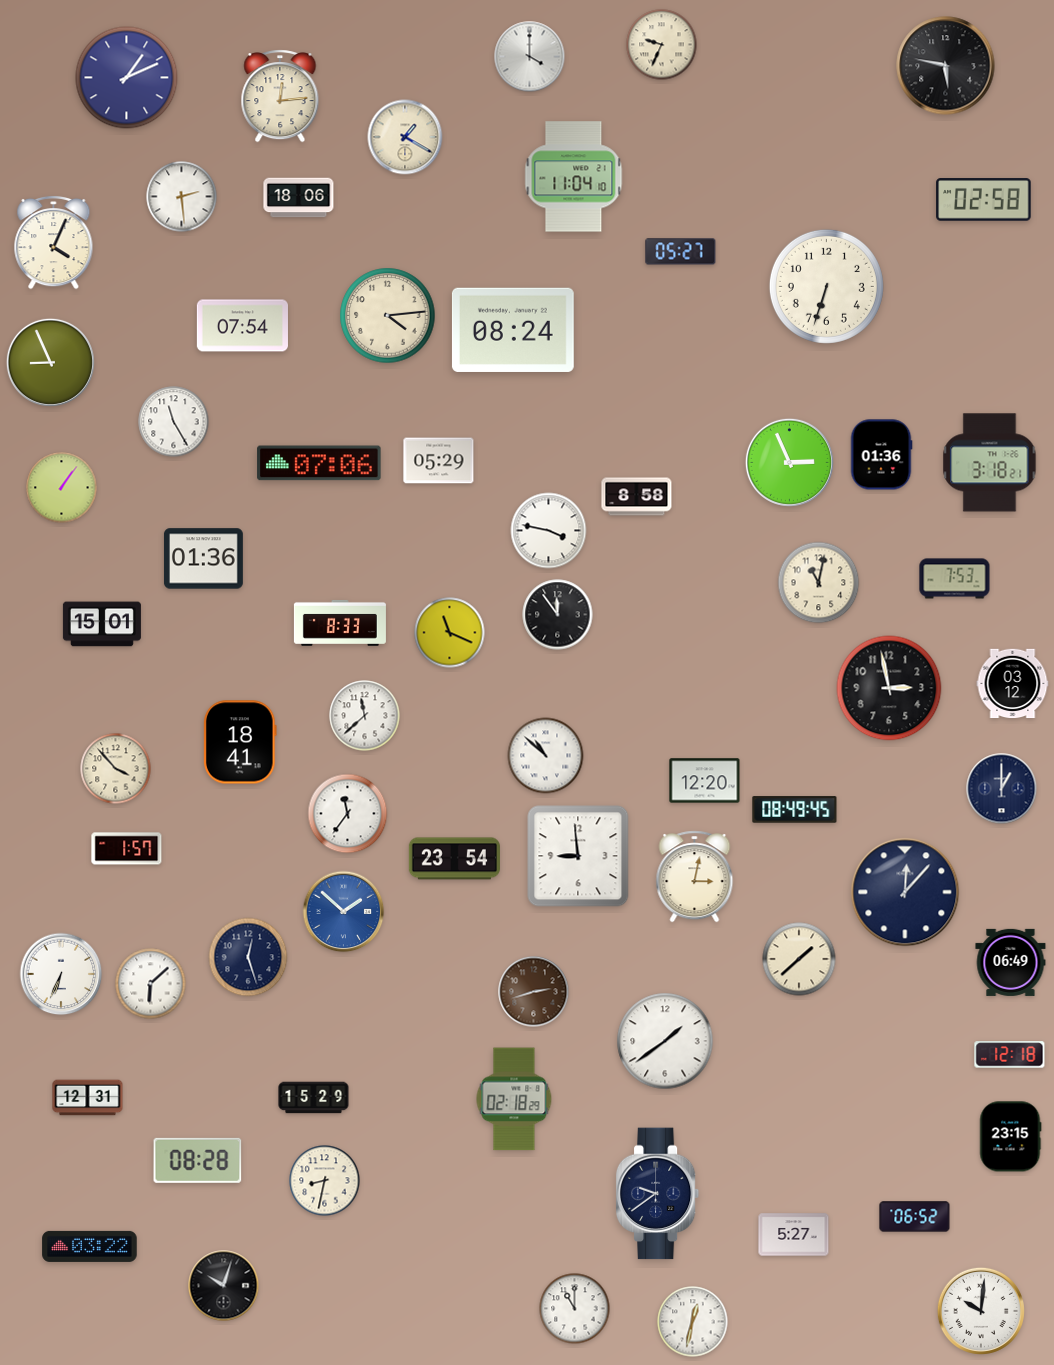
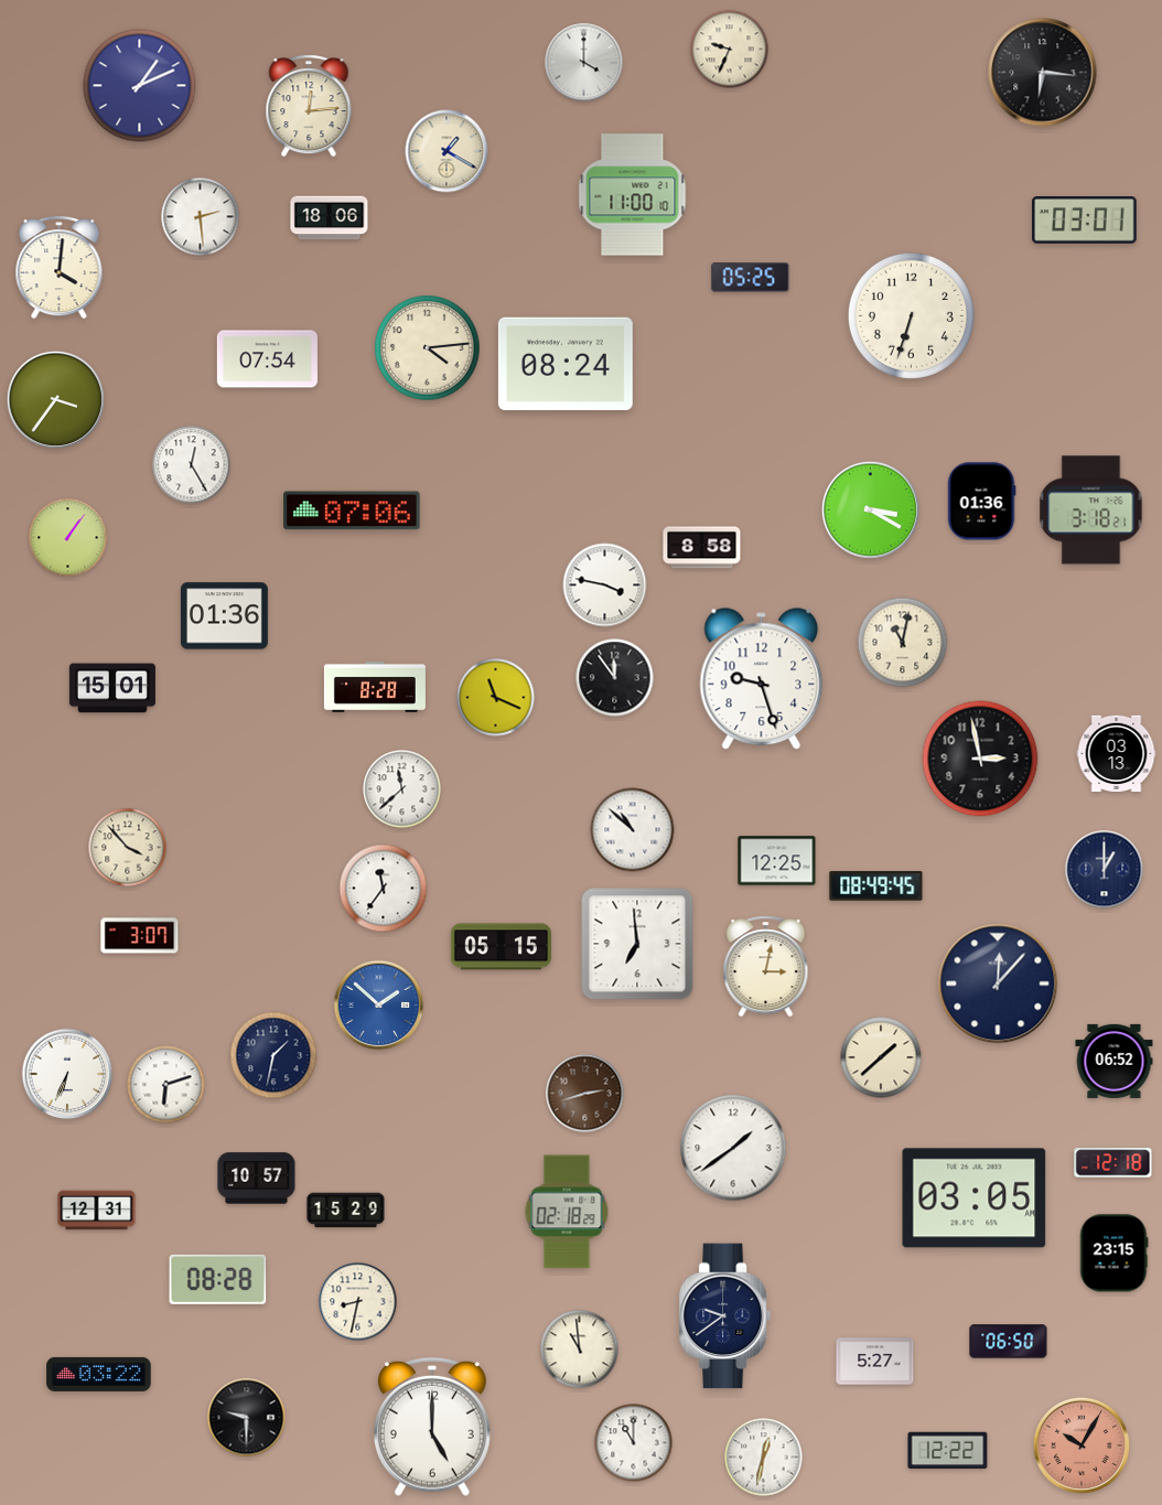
clock at (946, 66): 5:47 -> 6:16
clock at (574, 177): 11:04 -> 11:00
clock at (984, 200): 02:58 -> 03:01
clock at (54, 242): 4:04 -> 4:01
clock at (681, 252): 05:27 -> 05:25
clock at (50, 362): 8:56 -> 3:36
clock at (174, 422): 11:25 -> 12:25
clock at (881, 455) position: (881, 455) -> (981, 502)
clock at (439, 461): 05:29 -> none
clock at (789, 462): 2:56 -> 3:20
clock at (955, 579): 7:53 -> none
clock at (762, 679): none -> 9:27
clock at (340, 623): 8:33 -> 8:28
clock at (1013, 684): 03:12 -> 03:13
clock at (241, 742): 18:41 -> none
clock at (546, 756) position: (546, 756) -> (633, 830)
clock at (705, 781): 12:20 -> 12:25
clock at (795, 810) position: (795, 810) -> (876, 886)
clock at (348, 814) position: (348, 814) -> (384, 889)
clock at (127, 849): 1:57 -> 3:07
clock at (578, 856): 8:59 -> 6:59
clock at (454, 859): 23:54 -> 05:15
clock at (248, 957): 12:27 -> 1:32
clock at (1011, 962): 06:49 -> 06:52
clock at (151, 984): 6:08 -> 6:12
clock at (534, 992) position: (534, 992) -> (585, 1094)
clock at (257, 1179): none -> 10:57
clock at (975, 1198): none -> 03:05
clock at (915, 1217): 06:52 -> 06:50
clock at (580, 1350): none -> 10:59
clock at (224, 1286): 10:03 -> 9:30
clock at (432, 1427): none -> 5:00
clock at (981, 1311): 10:01 -> 10:05
clock at (981, 1311) dial: white -> salmon
clock at (948, 1451): none -> 12:22
